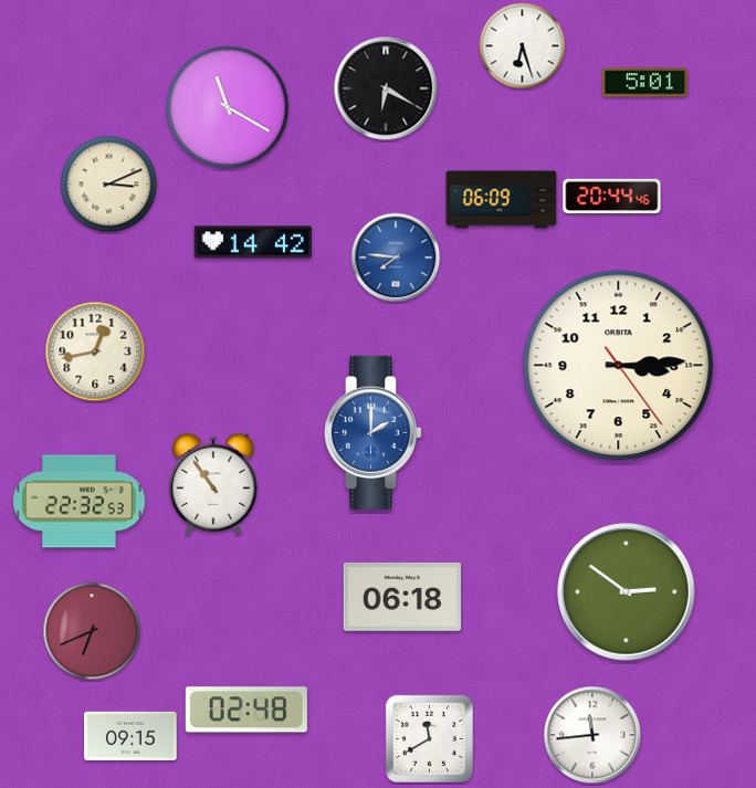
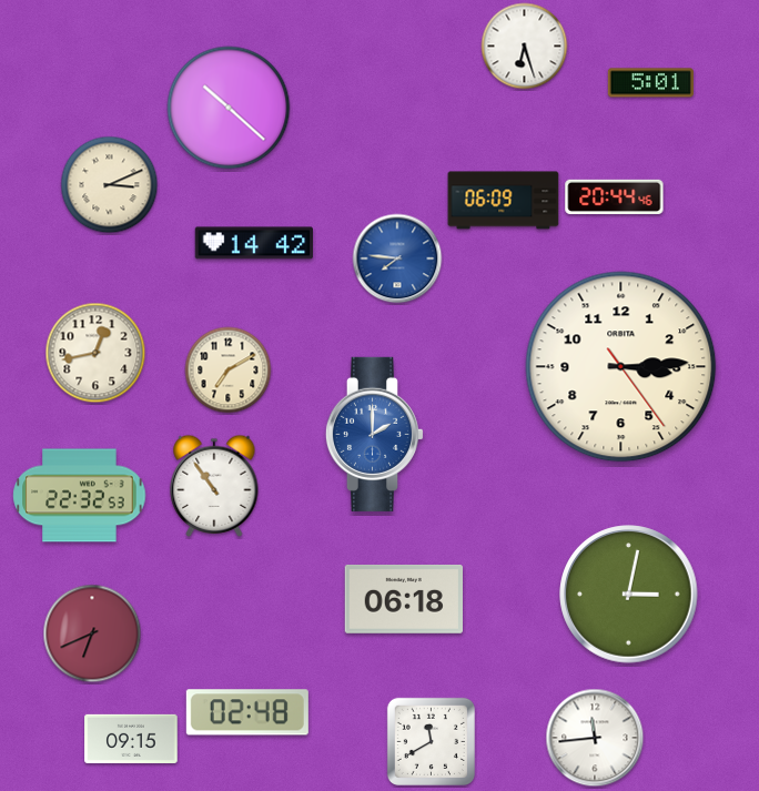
clock at (644, 83) position: (644, 83) -> (650, 83)
clock at (386, 88): 6:20 -> none
clock at (228, 107): 11:20 -> 10:22
clock at (229, 371): none -> 7:10
clock at (80, 502) position: (80, 502) -> (80, 496)
clock at (627, 592): 2:51 -> 3:02
